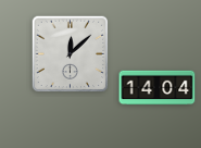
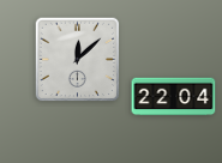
clock at (158, 88): 14:04 -> 22:04
